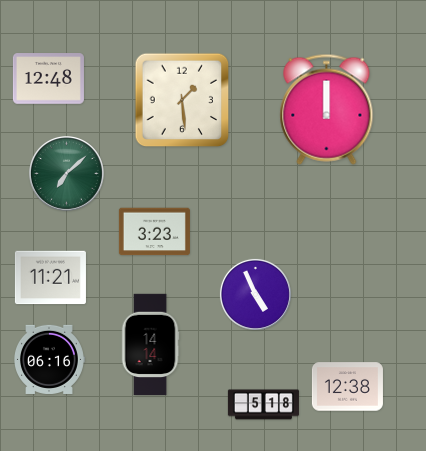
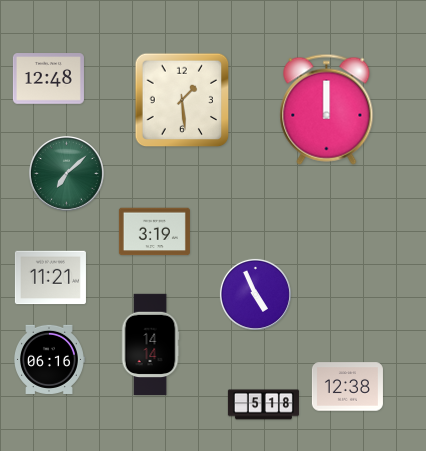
clock at (154, 232): 3:23 -> 3:19
